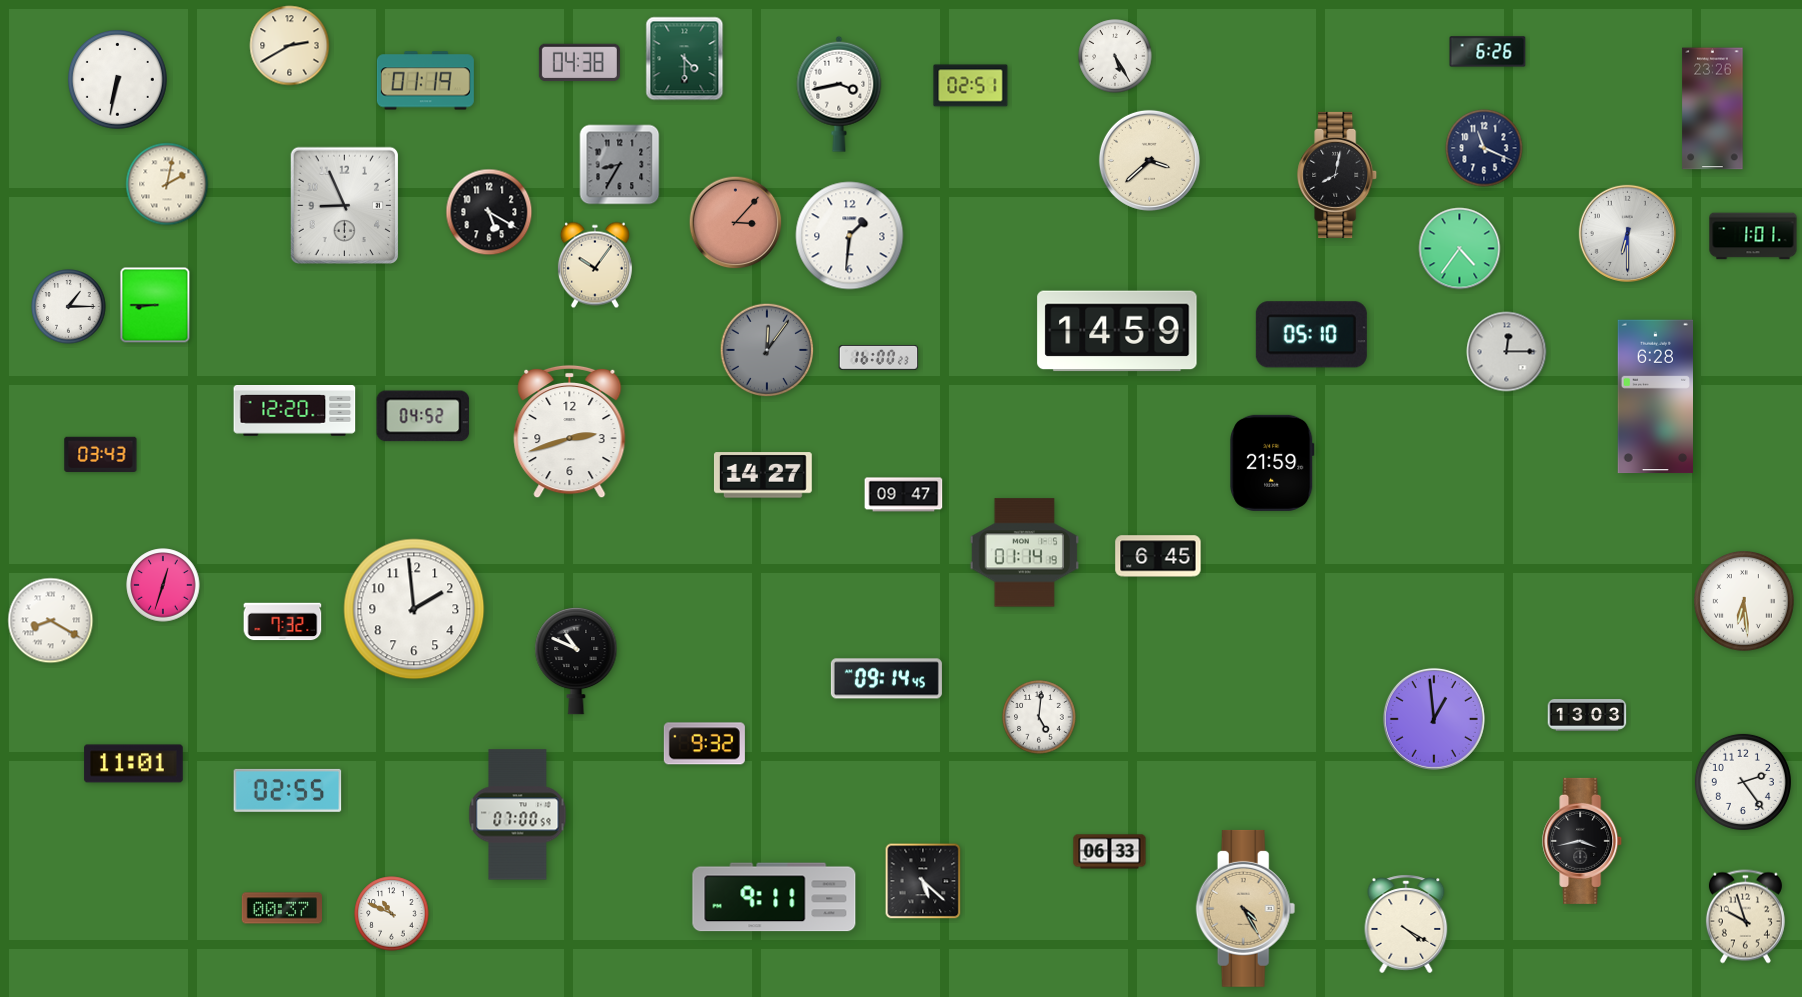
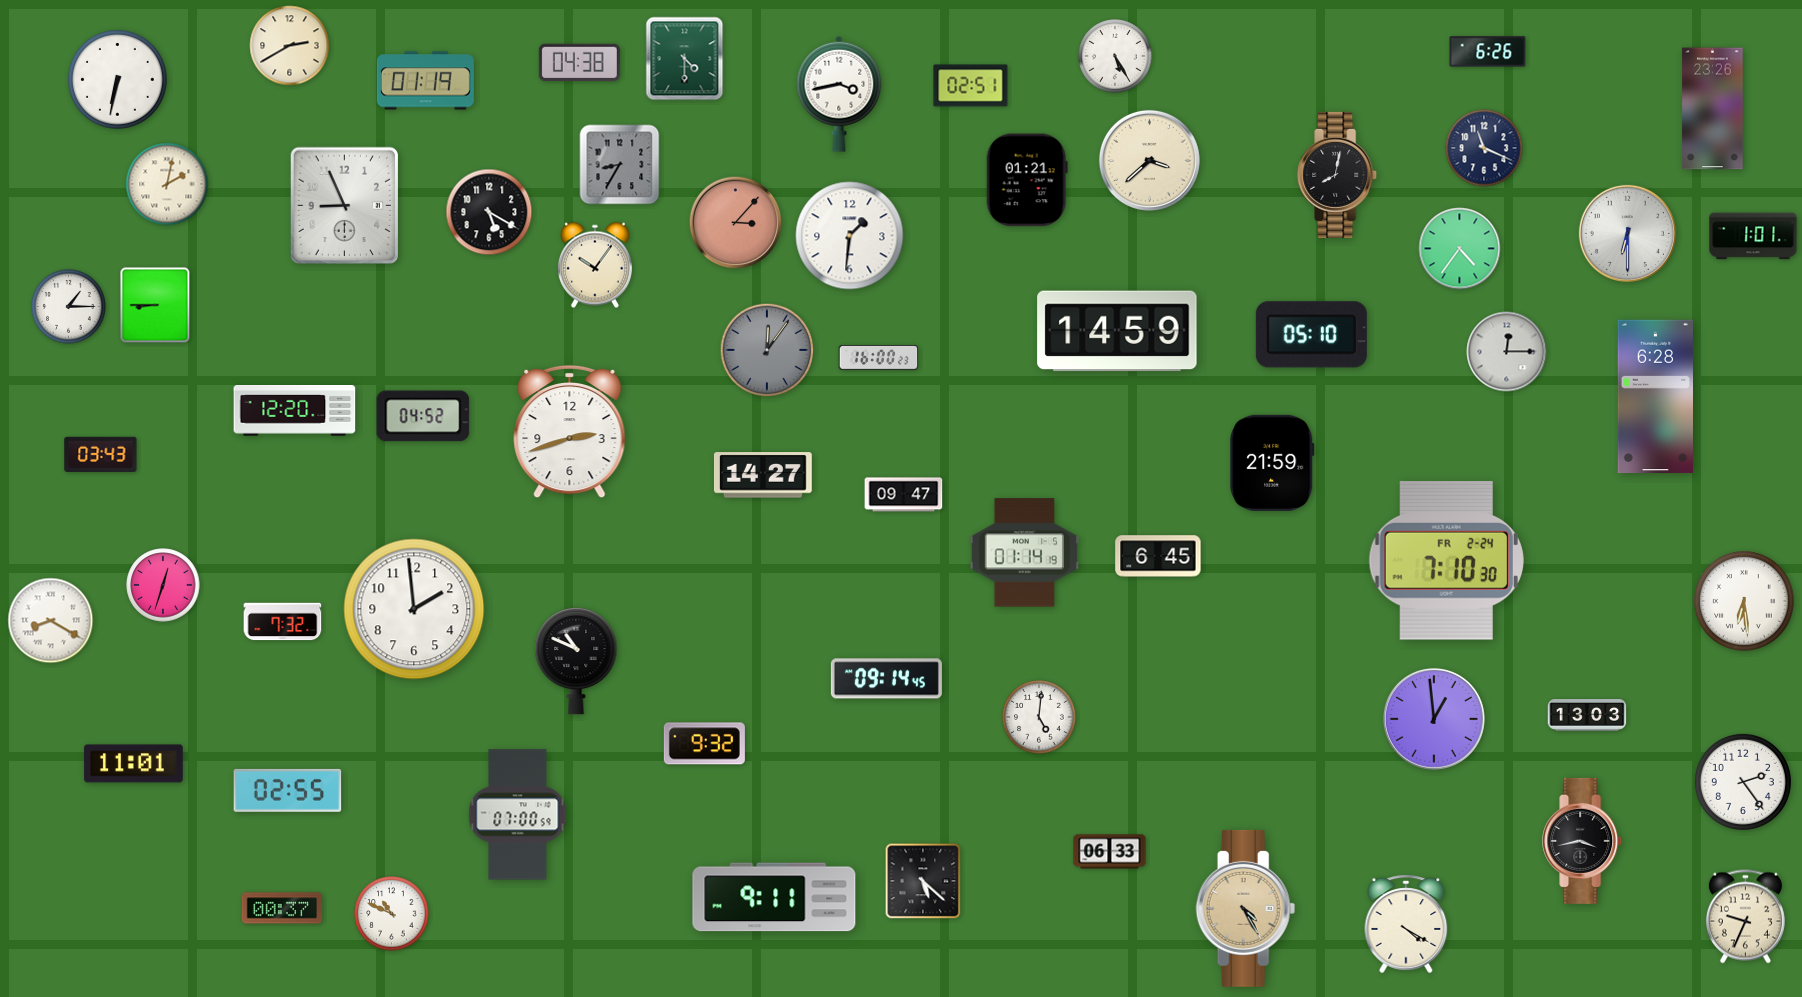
clock at (1027, 180): none -> 01:21
clock at (1446, 560): none -> 7:10
clock at (1745, 917): 9:57 -> 9:34
